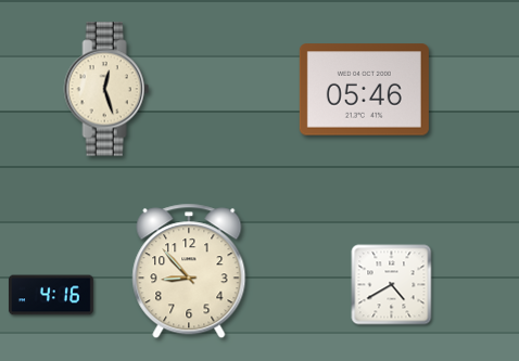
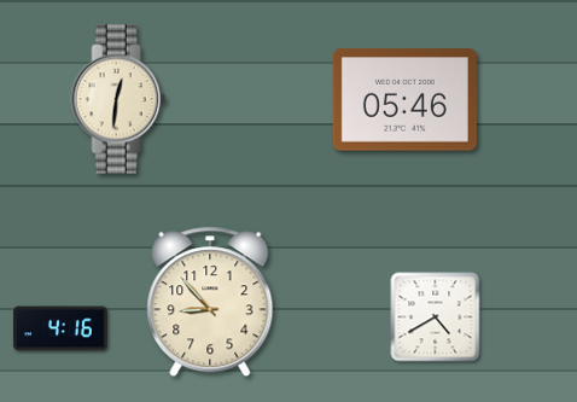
clock at (106, 89): 12:27 -> 12:31
clock at (51, 295) position: (51, 295) -> (60, 328)
